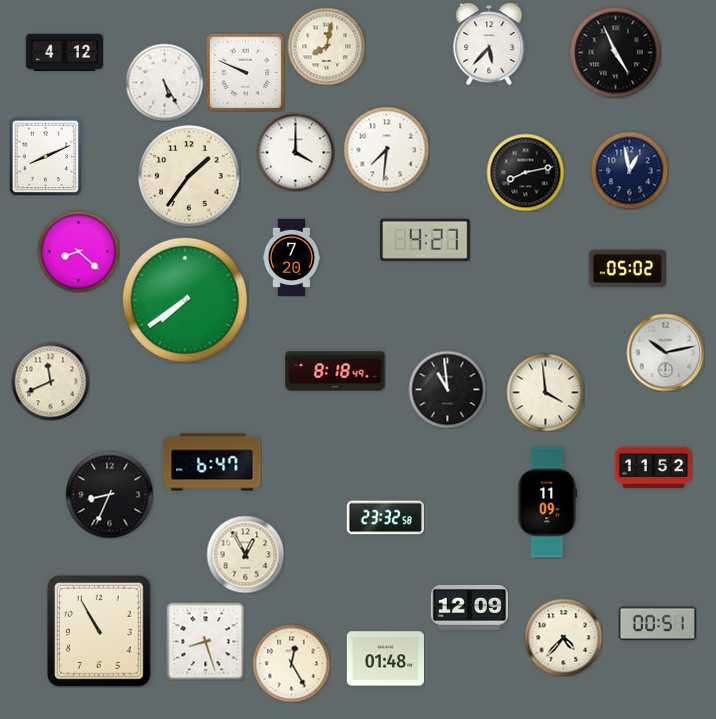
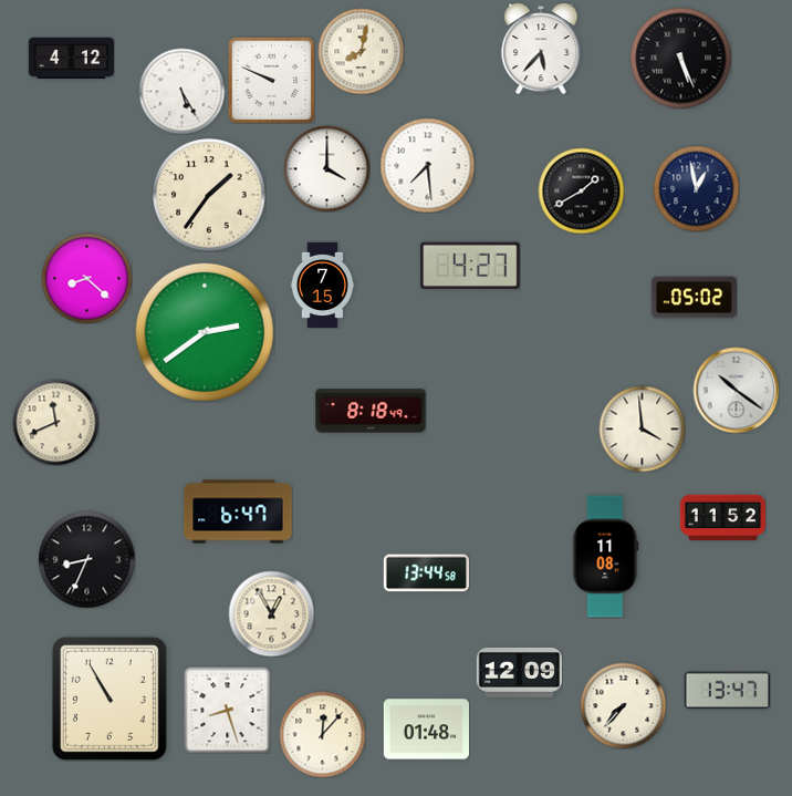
clock at (615, 52): 4:56 -> 5:26
clock at (386, 149): 7:31 -> 7:29
clock at (46, 156): 8:11 -> none
clock at (525, 172): 8:13 -> 1:40
clock at (291, 257): 7:20 -> 7:15
clock at (185, 300): 7:39 -> 2:39
clock at (665, 352): 10:13 -> 10:21
clock at (447, 389): 10:59 -> none
clock at (545, 392) position: (545, 392) -> (642, 428)
clock at (212, 462) position: (212, 462) -> (238, 511)
clock at (109, 494) position: (109, 494) -> (86, 559)
clock at (548, 503): 11:09 -> 11:08
clock at (385, 518): 23:32 -> 13:44
clock at (657, 624): 00:51 -> 13:47
clock at (563, 637): 4:37 -> 7:37
clock at (291, 663): 12:25 -> 12:07
